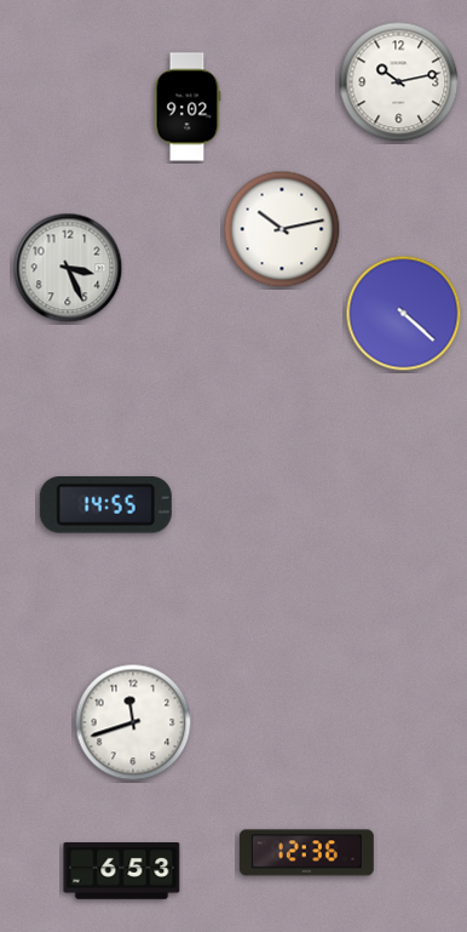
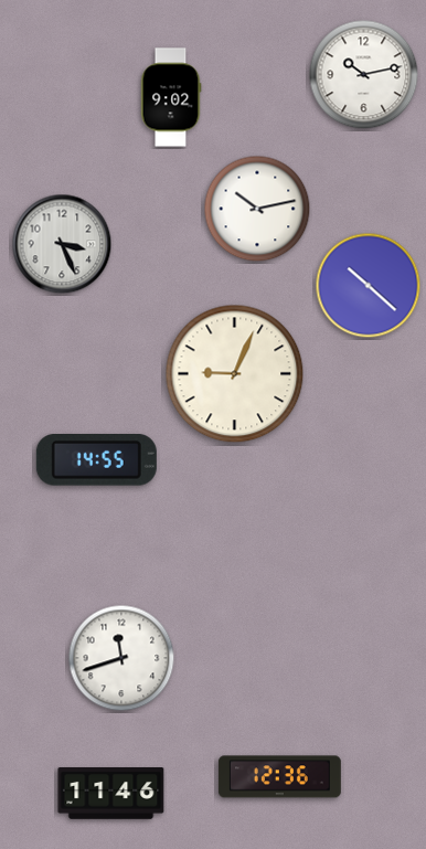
clock at (404, 314): 4:22 -> 10:22
clock at (235, 374): none -> 9:04
clock at (122, 871): 6:53 -> 11:46
